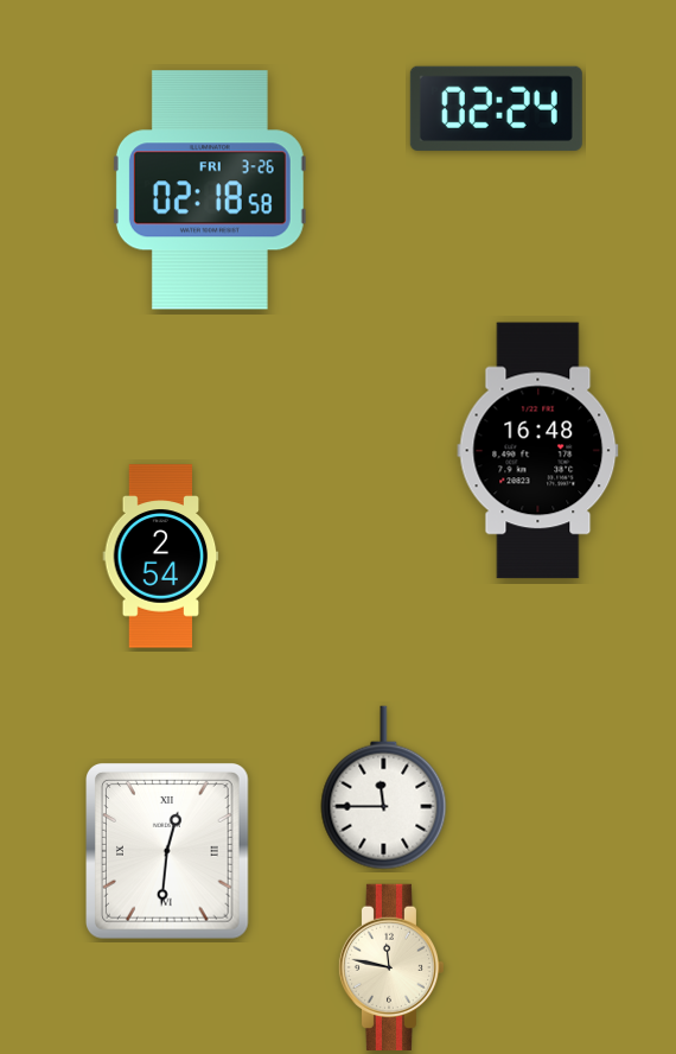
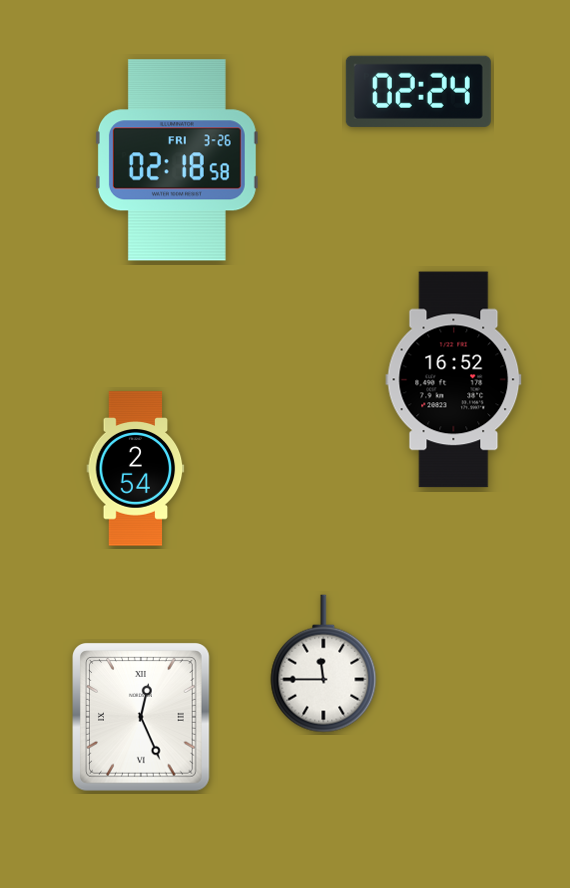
clock at (538, 451): 16:48 -> 16:52
clock at (168, 852): 12:31 -> 12:26
clock at (391, 967): 11:47 -> none
